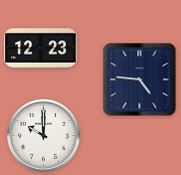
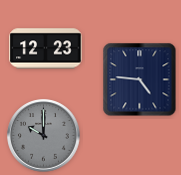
clock at (41, 49) position: (41, 49) -> (46, 49)
clock at (44, 136) dial: white -> grey
